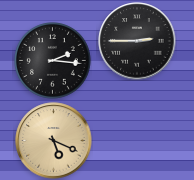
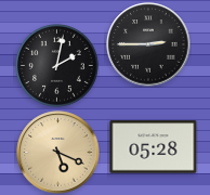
clock at (53, 61): 2:16 -> 2:02
clock at (154, 147): none -> 05:28
